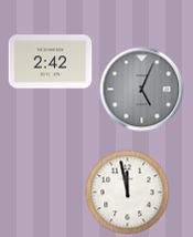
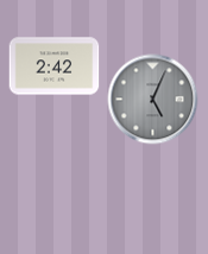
clock at (142, 90) position: (142, 90) -> (153, 100)
clock at (128, 193): 11:58 -> none
